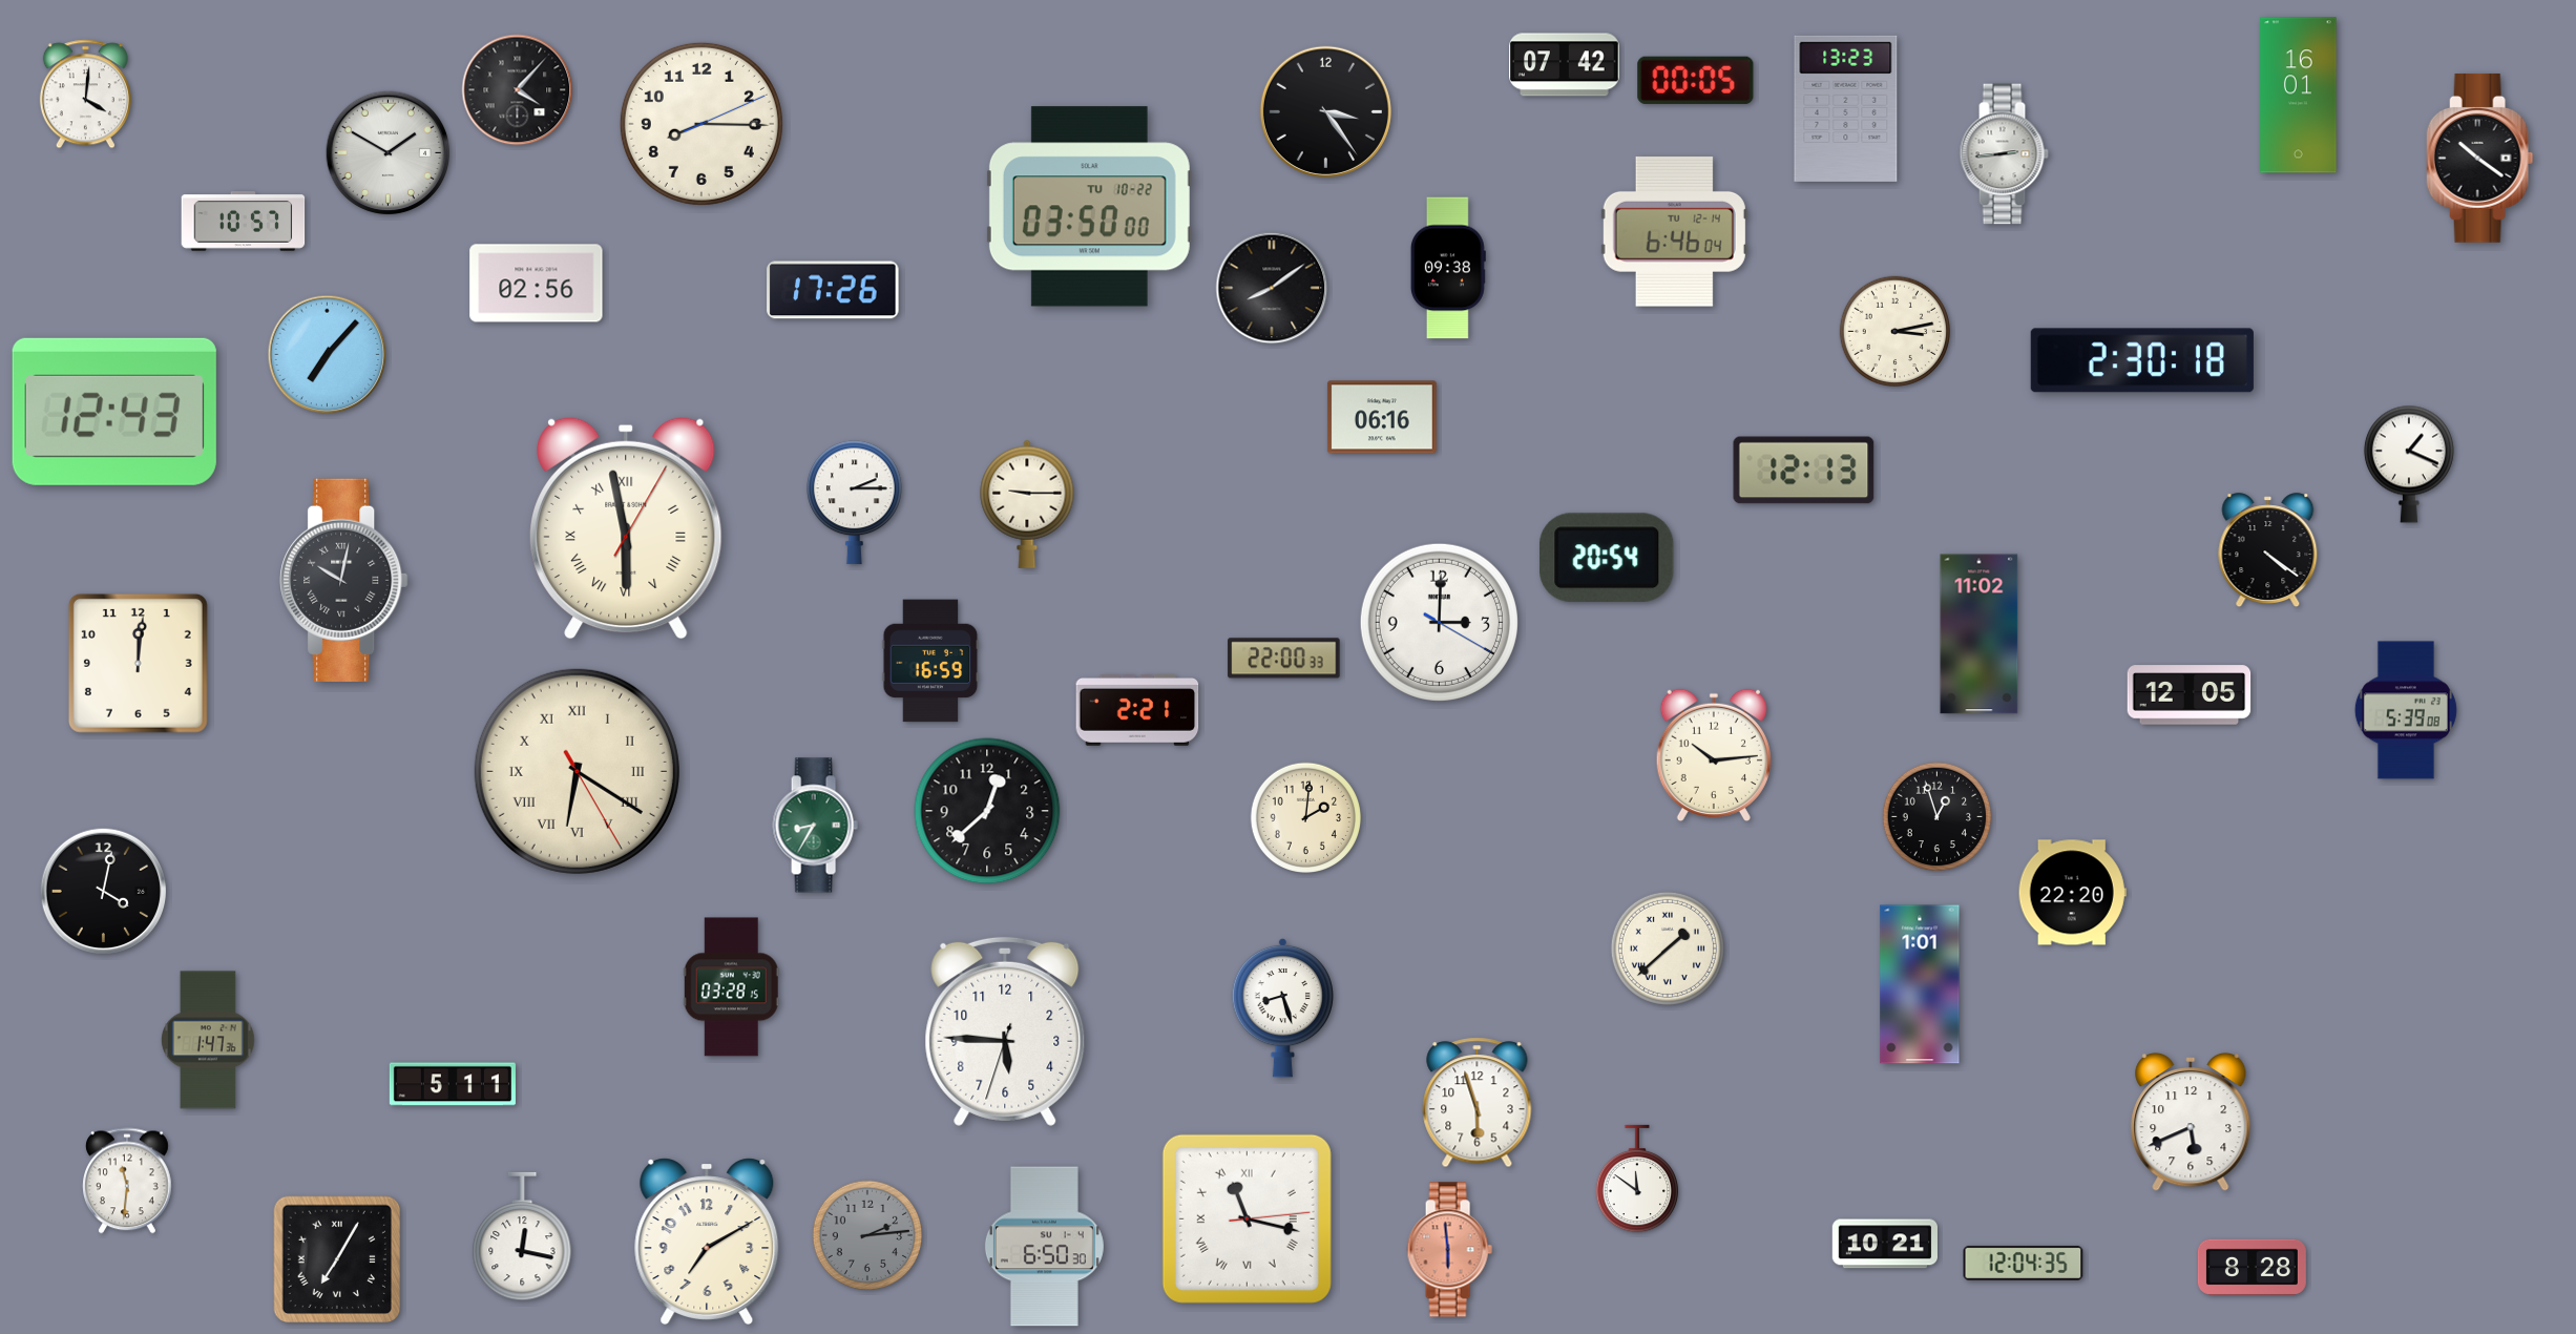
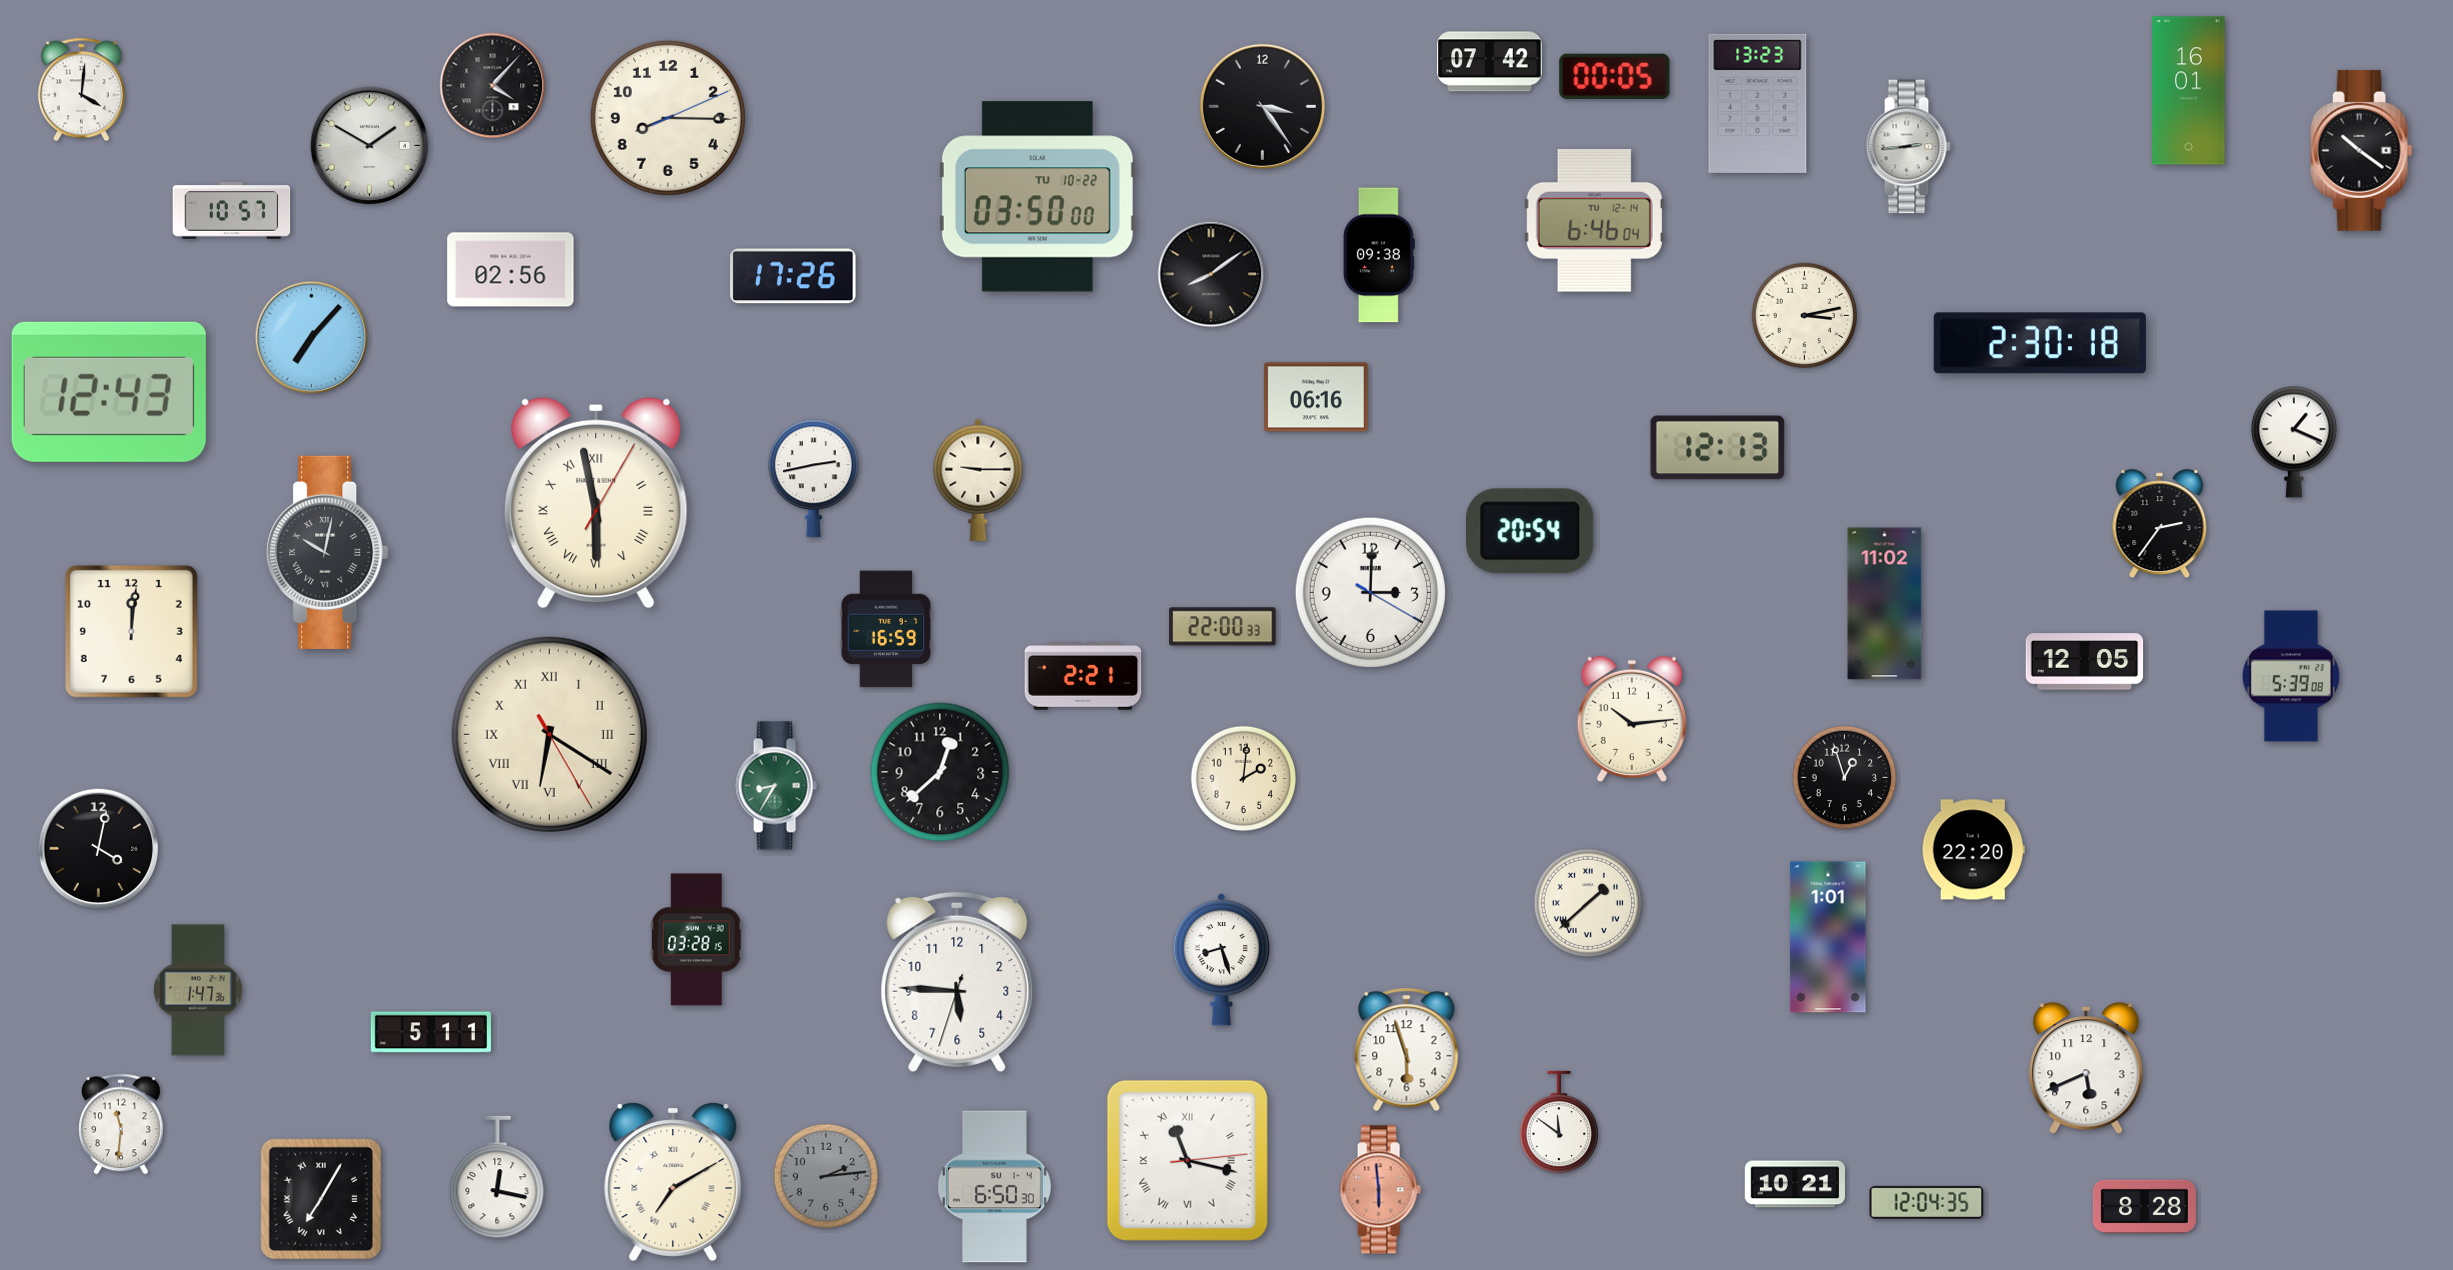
clock at (855, 503): 2:15 -> 2:43
clock at (2268, 550): 4:21 -> 2:36
clock at (707, 1241) numerals: Arabic -> Roman
